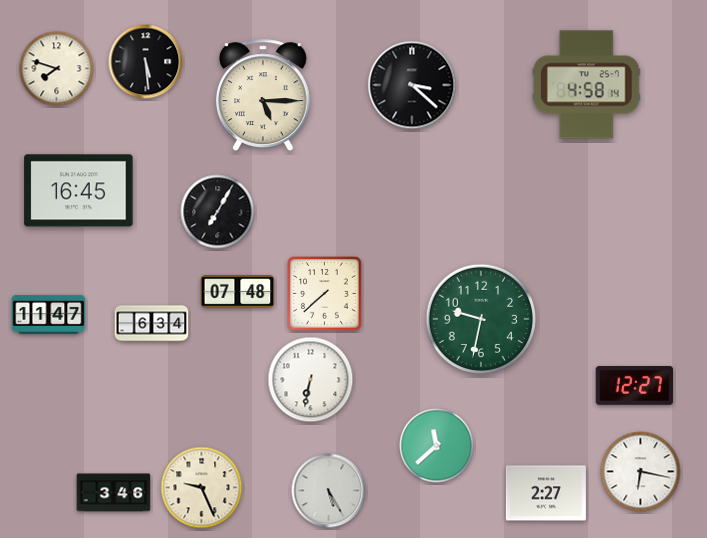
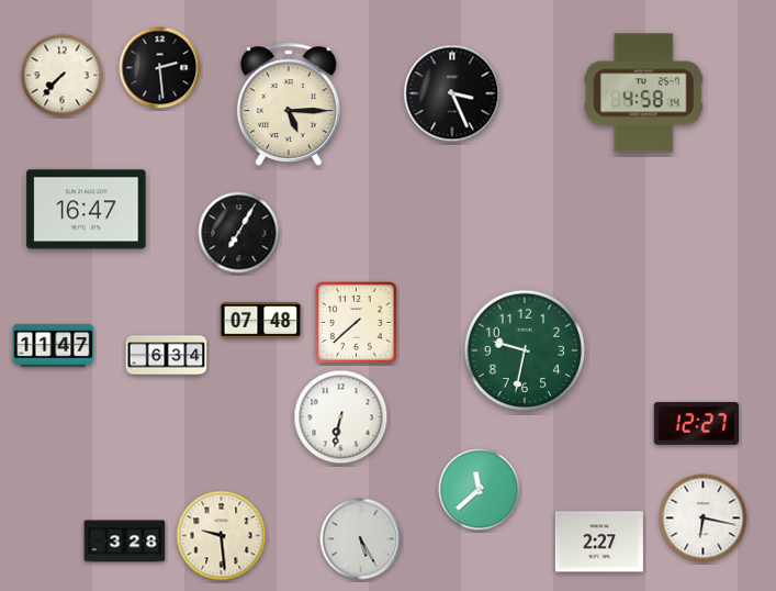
clock at (146, 62): 5:29 -> 2:29
clock at (57, 69): 7:48 -> 7:37
clock at (412, 85): 3:22 -> 3:26
clock at (79, 191): 16:45 -> 16:47
clock at (481, 318) position: (481, 318) -> (525, 349)
clock at (202, 488): 9:26 -> 9:29
clock at (114, 493): 3:46 -> 3:28
